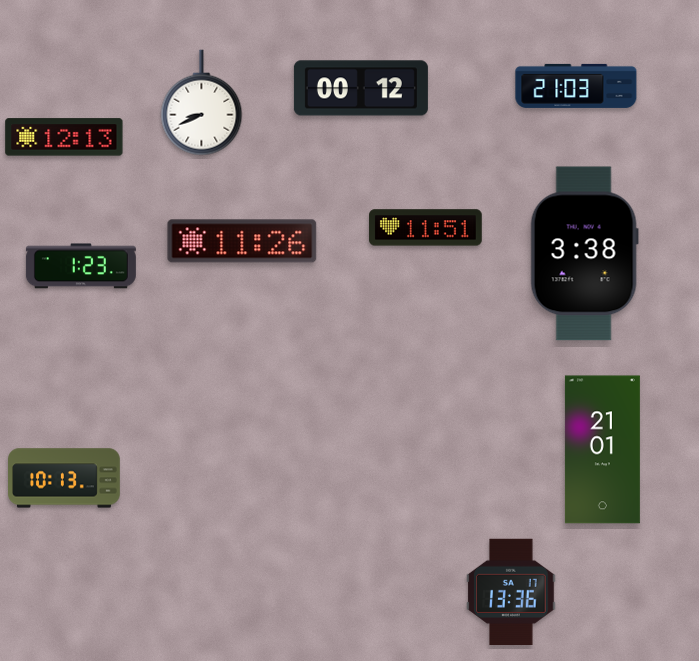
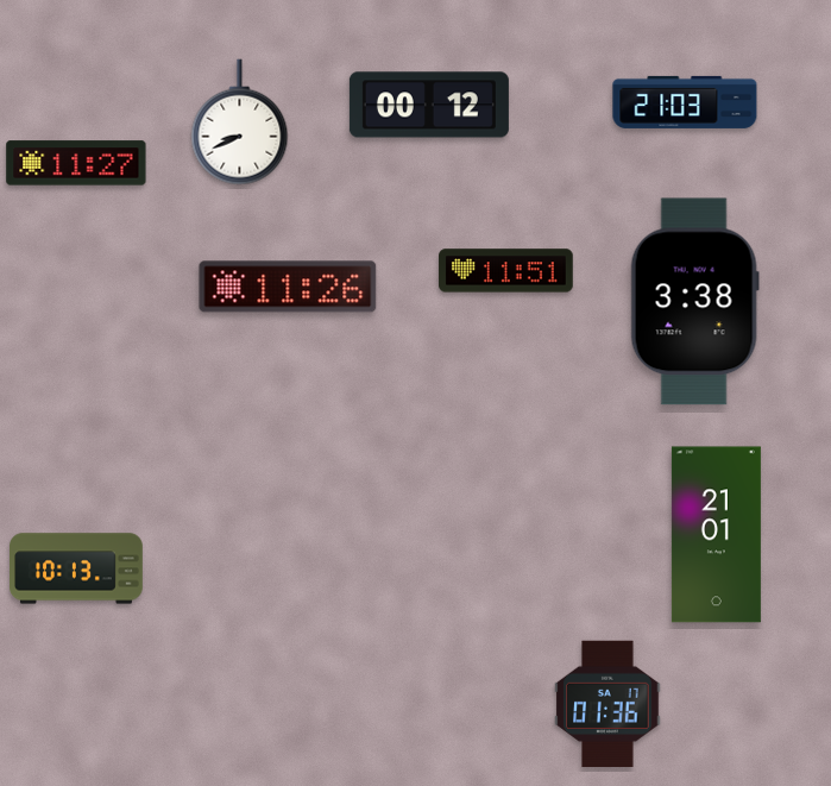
clock at (64, 137): 12:13 -> 11:27
clock at (81, 266): 1:23 -> none
clock at (511, 591): 13:36 -> 01:36
